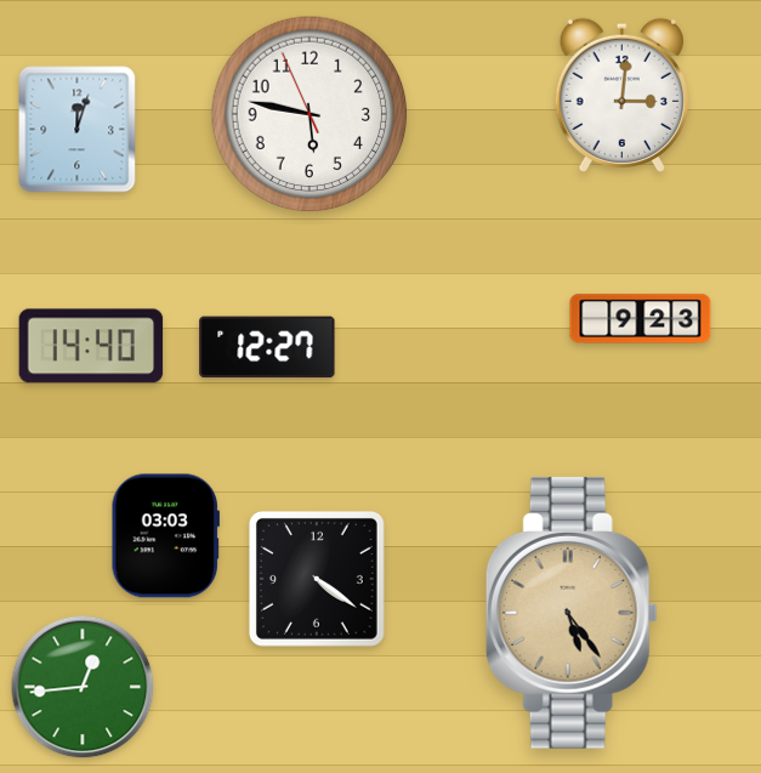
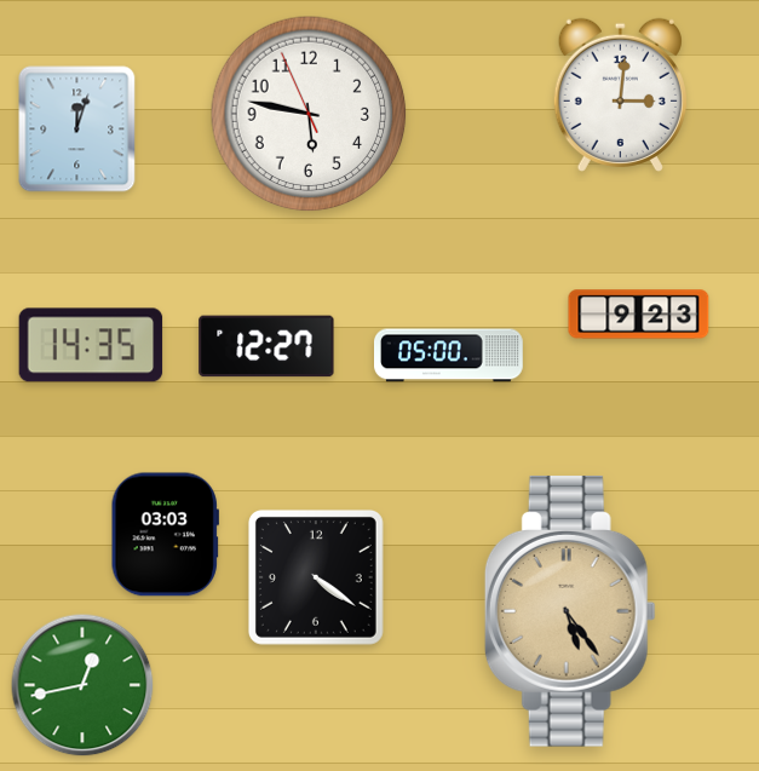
clock at (641, 319) position: (641, 319) -> (639, 315)
clock at (91, 346): 14:40 -> 14:35
clock at (449, 356): none -> 05:00
clock at (83, 687): 12:44 -> 12:43
